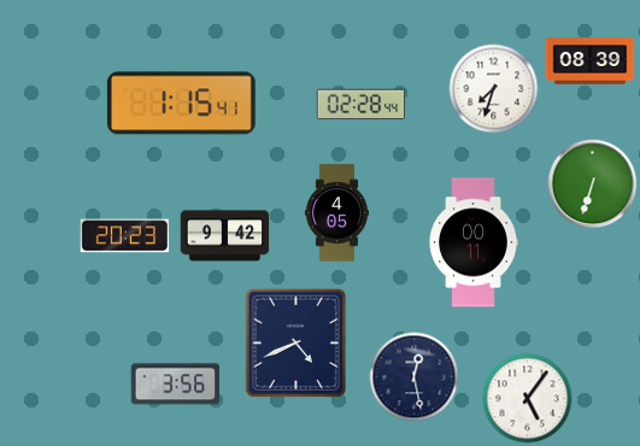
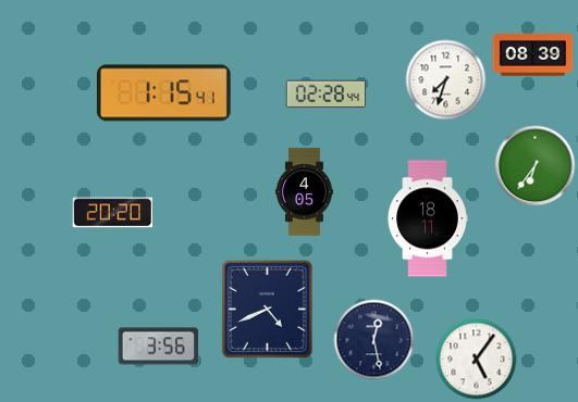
clock at (593, 184): 6:33 -> 6:36
clock at (125, 236): 20:23 -> 20:20
clock at (225, 236): 9:42 -> none
clock at (474, 242): 00:11 -> 18:11
